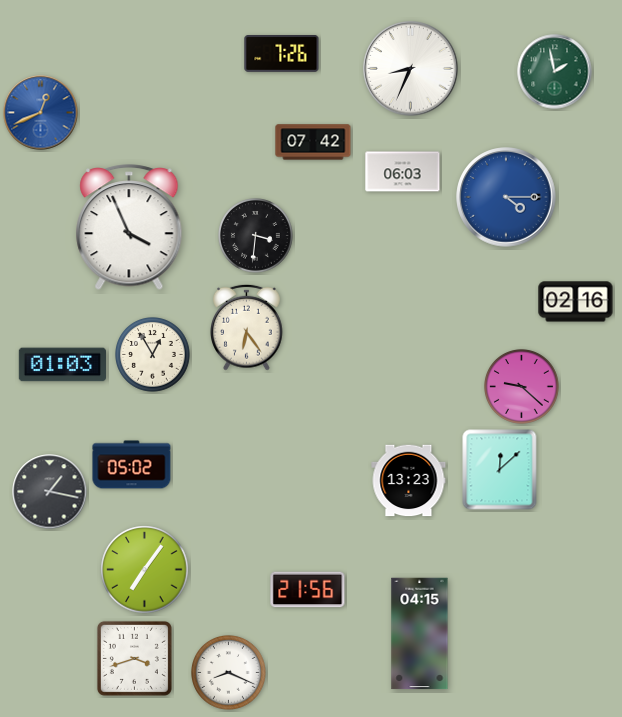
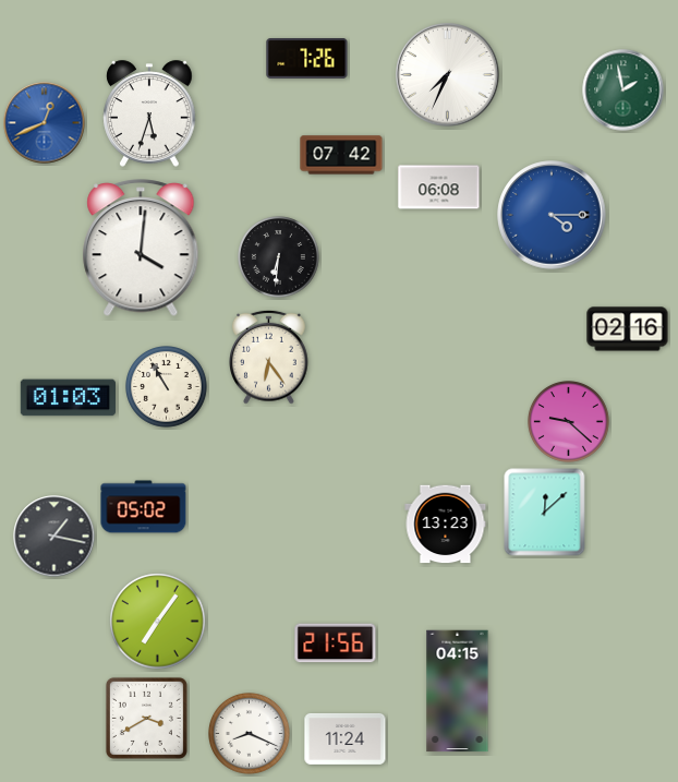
clock at (411, 69): 8:34 -> 7:34
clock at (555, 72) position: (555, 72) -> (623, 91)
clock at (149, 113): none -> 5:33
clock at (403, 172): 06:03 -> 06:08
clock at (129, 228): 3:56 -> 4:01
clock at (256, 236): 3:31 -> 6:31
clock at (153, 355): 12:55 -> 10:55
clock at (134, 658): 3:42 -> 3:40
clock at (346, 738): none -> 11:24
